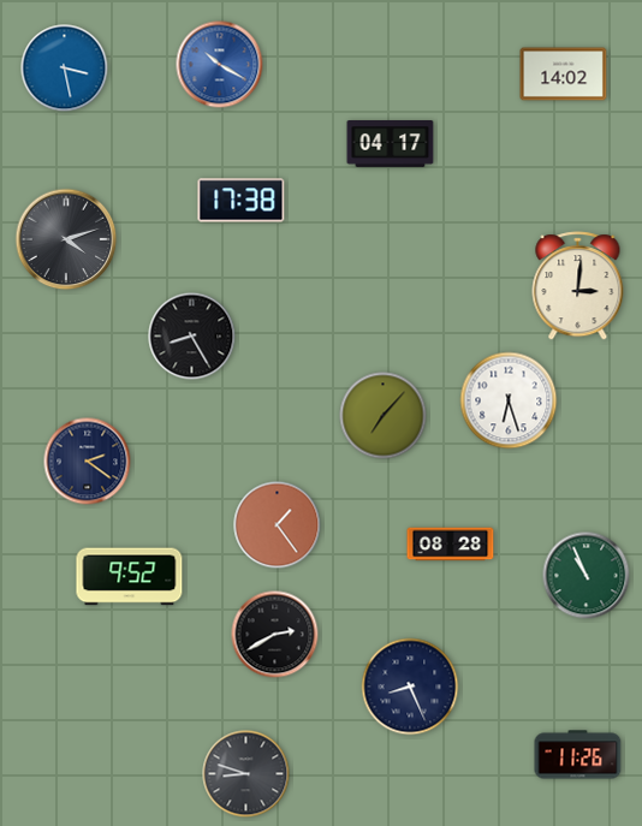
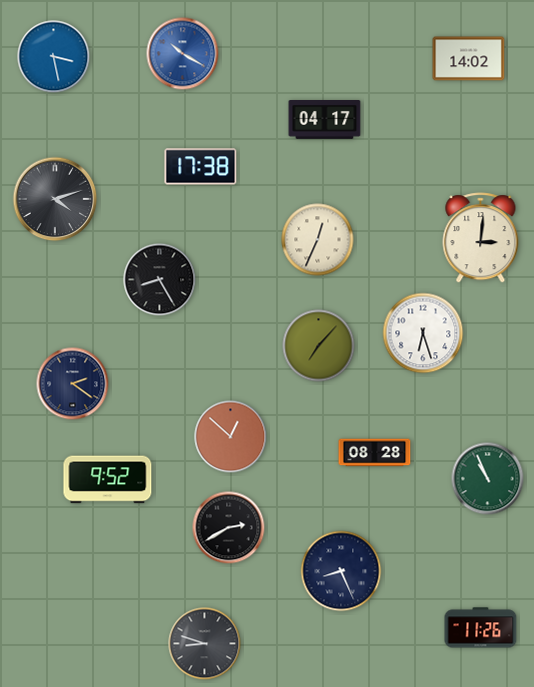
clock at (564, 75) position: (564, 75) -> (469, 59)
clock at (318, 240): none -> 12:34
clock at (278, 525): 1:24 -> 12:52
